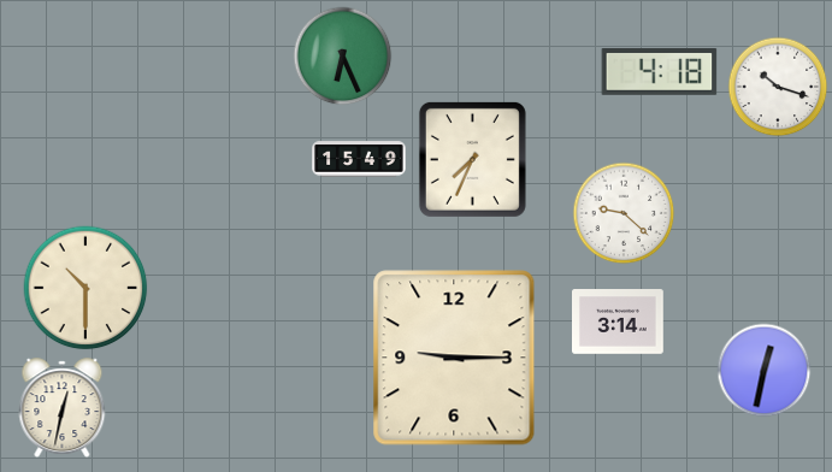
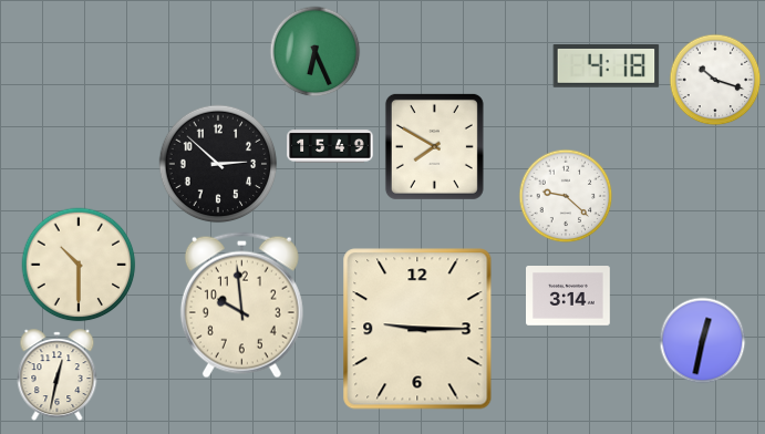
clock at (472, 159): 7:34 -> 7:50
clock at (218, 164): none -> 2:52
clock at (624, 213) position: (624, 213) -> (566, 196)
clock at (241, 306): none -> 9:59
